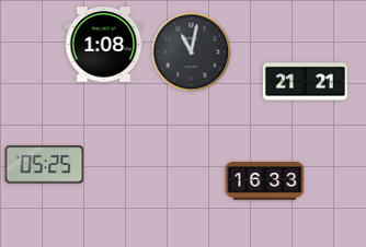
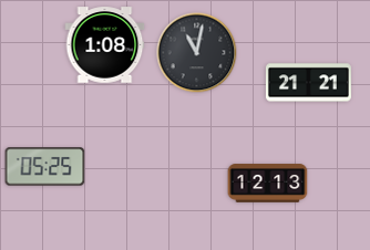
clock at (192, 52) position: (192, 52) -> (197, 53)
clock at (265, 181): 16:33 -> 12:13
